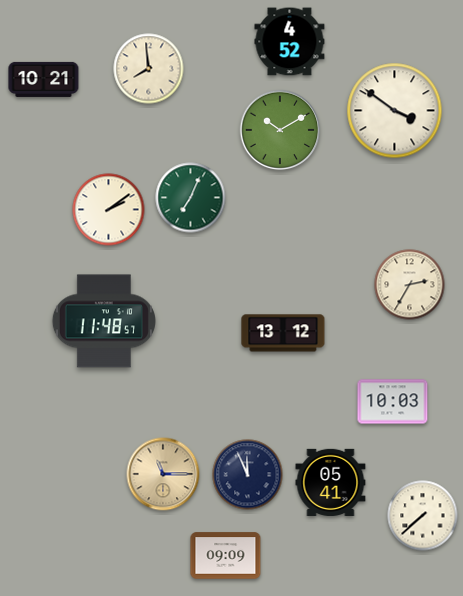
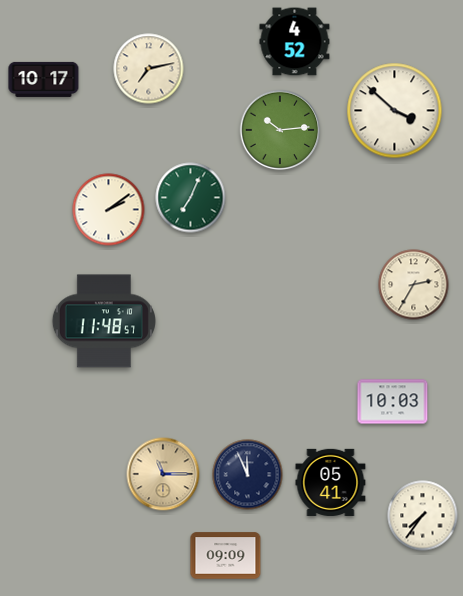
clock at (290, 42) position: (290, 42) -> (295, 42)
clock at (149, 69): 7:59 -> 7:13
clock at (44, 79): 10:21 -> 10:17
clock at (395, 111): 3:51 -> 3:52
clock at (280, 130): 10:10 -> 10:14
clock at (410, 285) position: (410, 285) -> (414, 285)
clock at (283, 333): 13:12 -> none
clock at (423, 516): 7:38 -> 7:36
